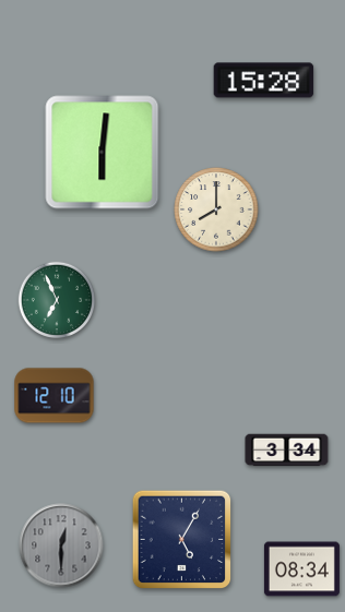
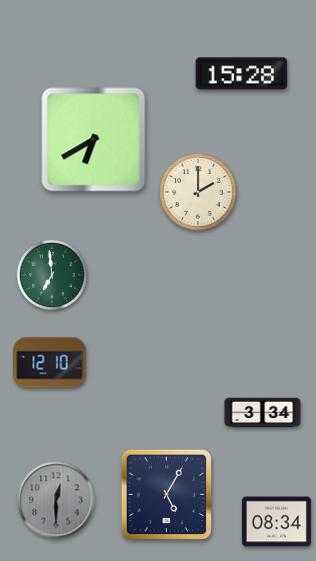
clock at (103, 153): 6:01 -> 6:40
clock at (216, 209): 8:00 -> 2:00
clock at (57, 300): 6:56 -> 6:59
